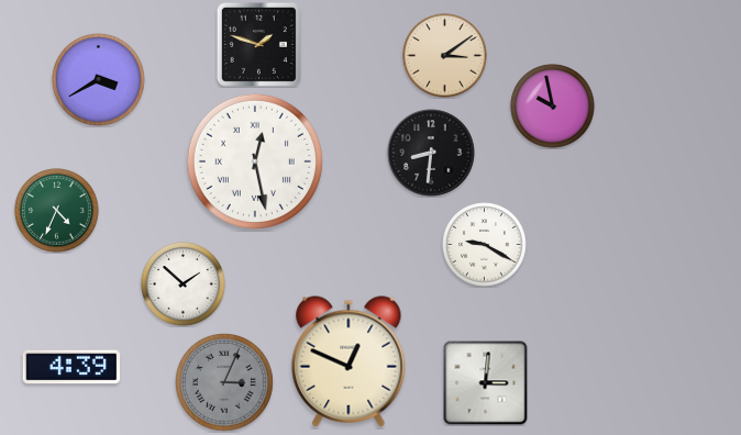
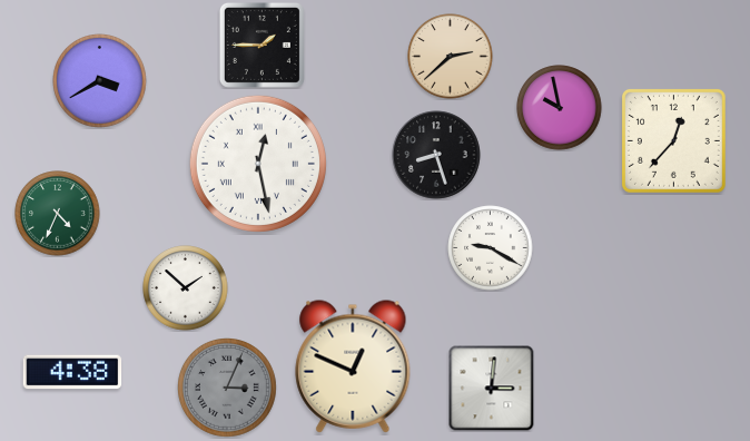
clock at (258, 44): 1:48 -> 1:45
clock at (445, 56): 3:09 -> 2:38
clock at (673, 140): none -> 12:37
clock at (431, 153): 8:31 -> 8:27
clock at (71, 367): 4:39 -> 4:38
